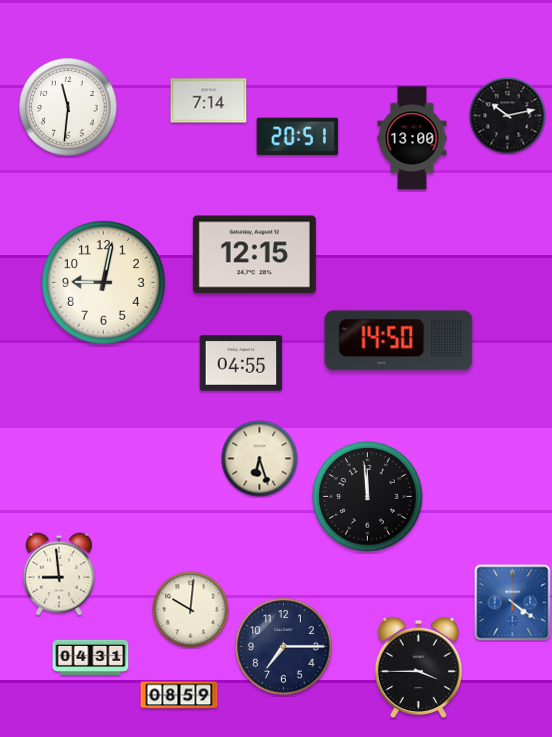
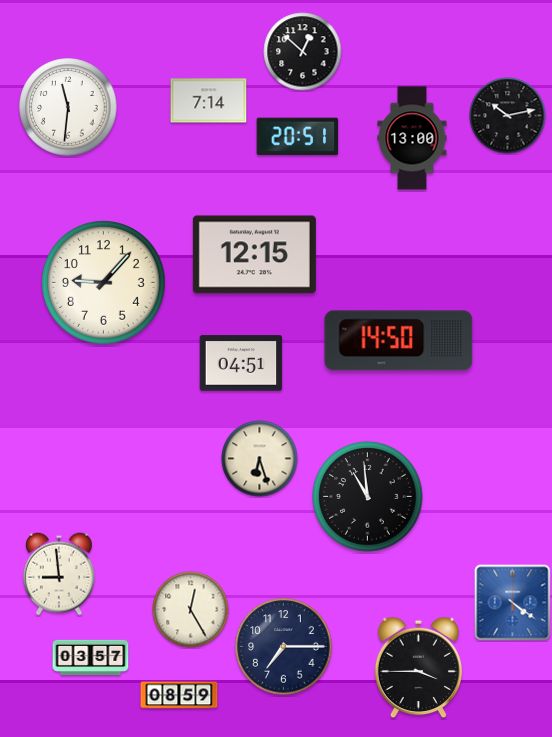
clock at (303, 52): none -> 12:52
clock at (104, 283): 9:02 -> 9:07
clock at (241, 363): 04:55 -> 04:51
clock at (368, 497): 11:59 -> 10:59
clock at (191, 610): 10:01 -> 12:25
clock at (91, 657): 04:31 -> 03:57
